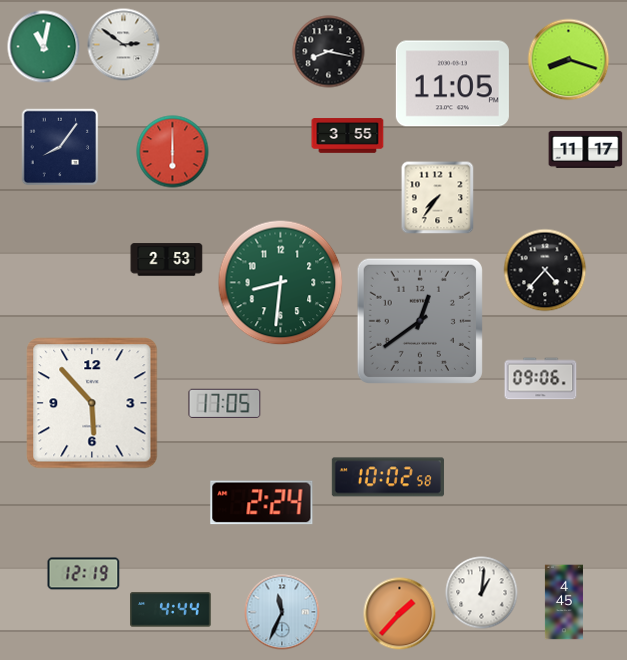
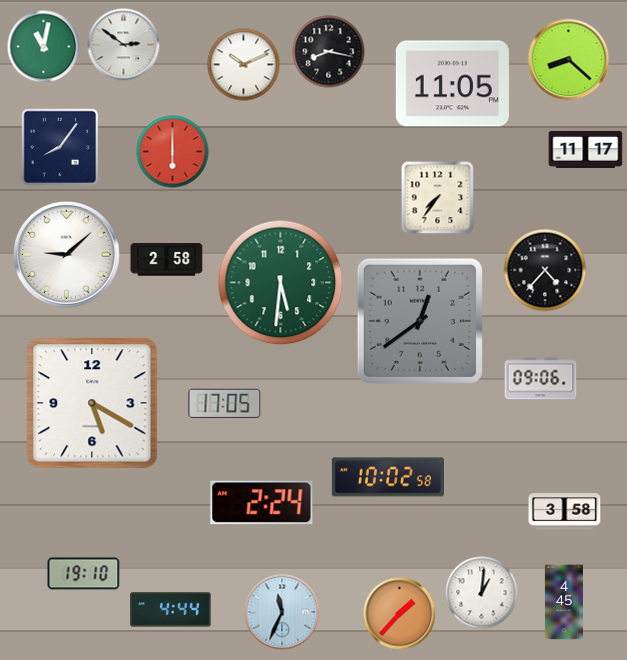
clock at (569, 60): 8:18 -> 8:22
clock at (244, 65): none -> 10:11
clock at (348, 136): 3:55 -> none
clock at (66, 254): none -> 9:08
clock at (167, 260): 2:53 -> 2:58
clock at (281, 283): 8:31 -> 5:31
clock at (92, 403): 5:53 -> 5:20
clock at (565, 512): none -> 3:58
clock at (84, 574): 12:19 -> 19:10
